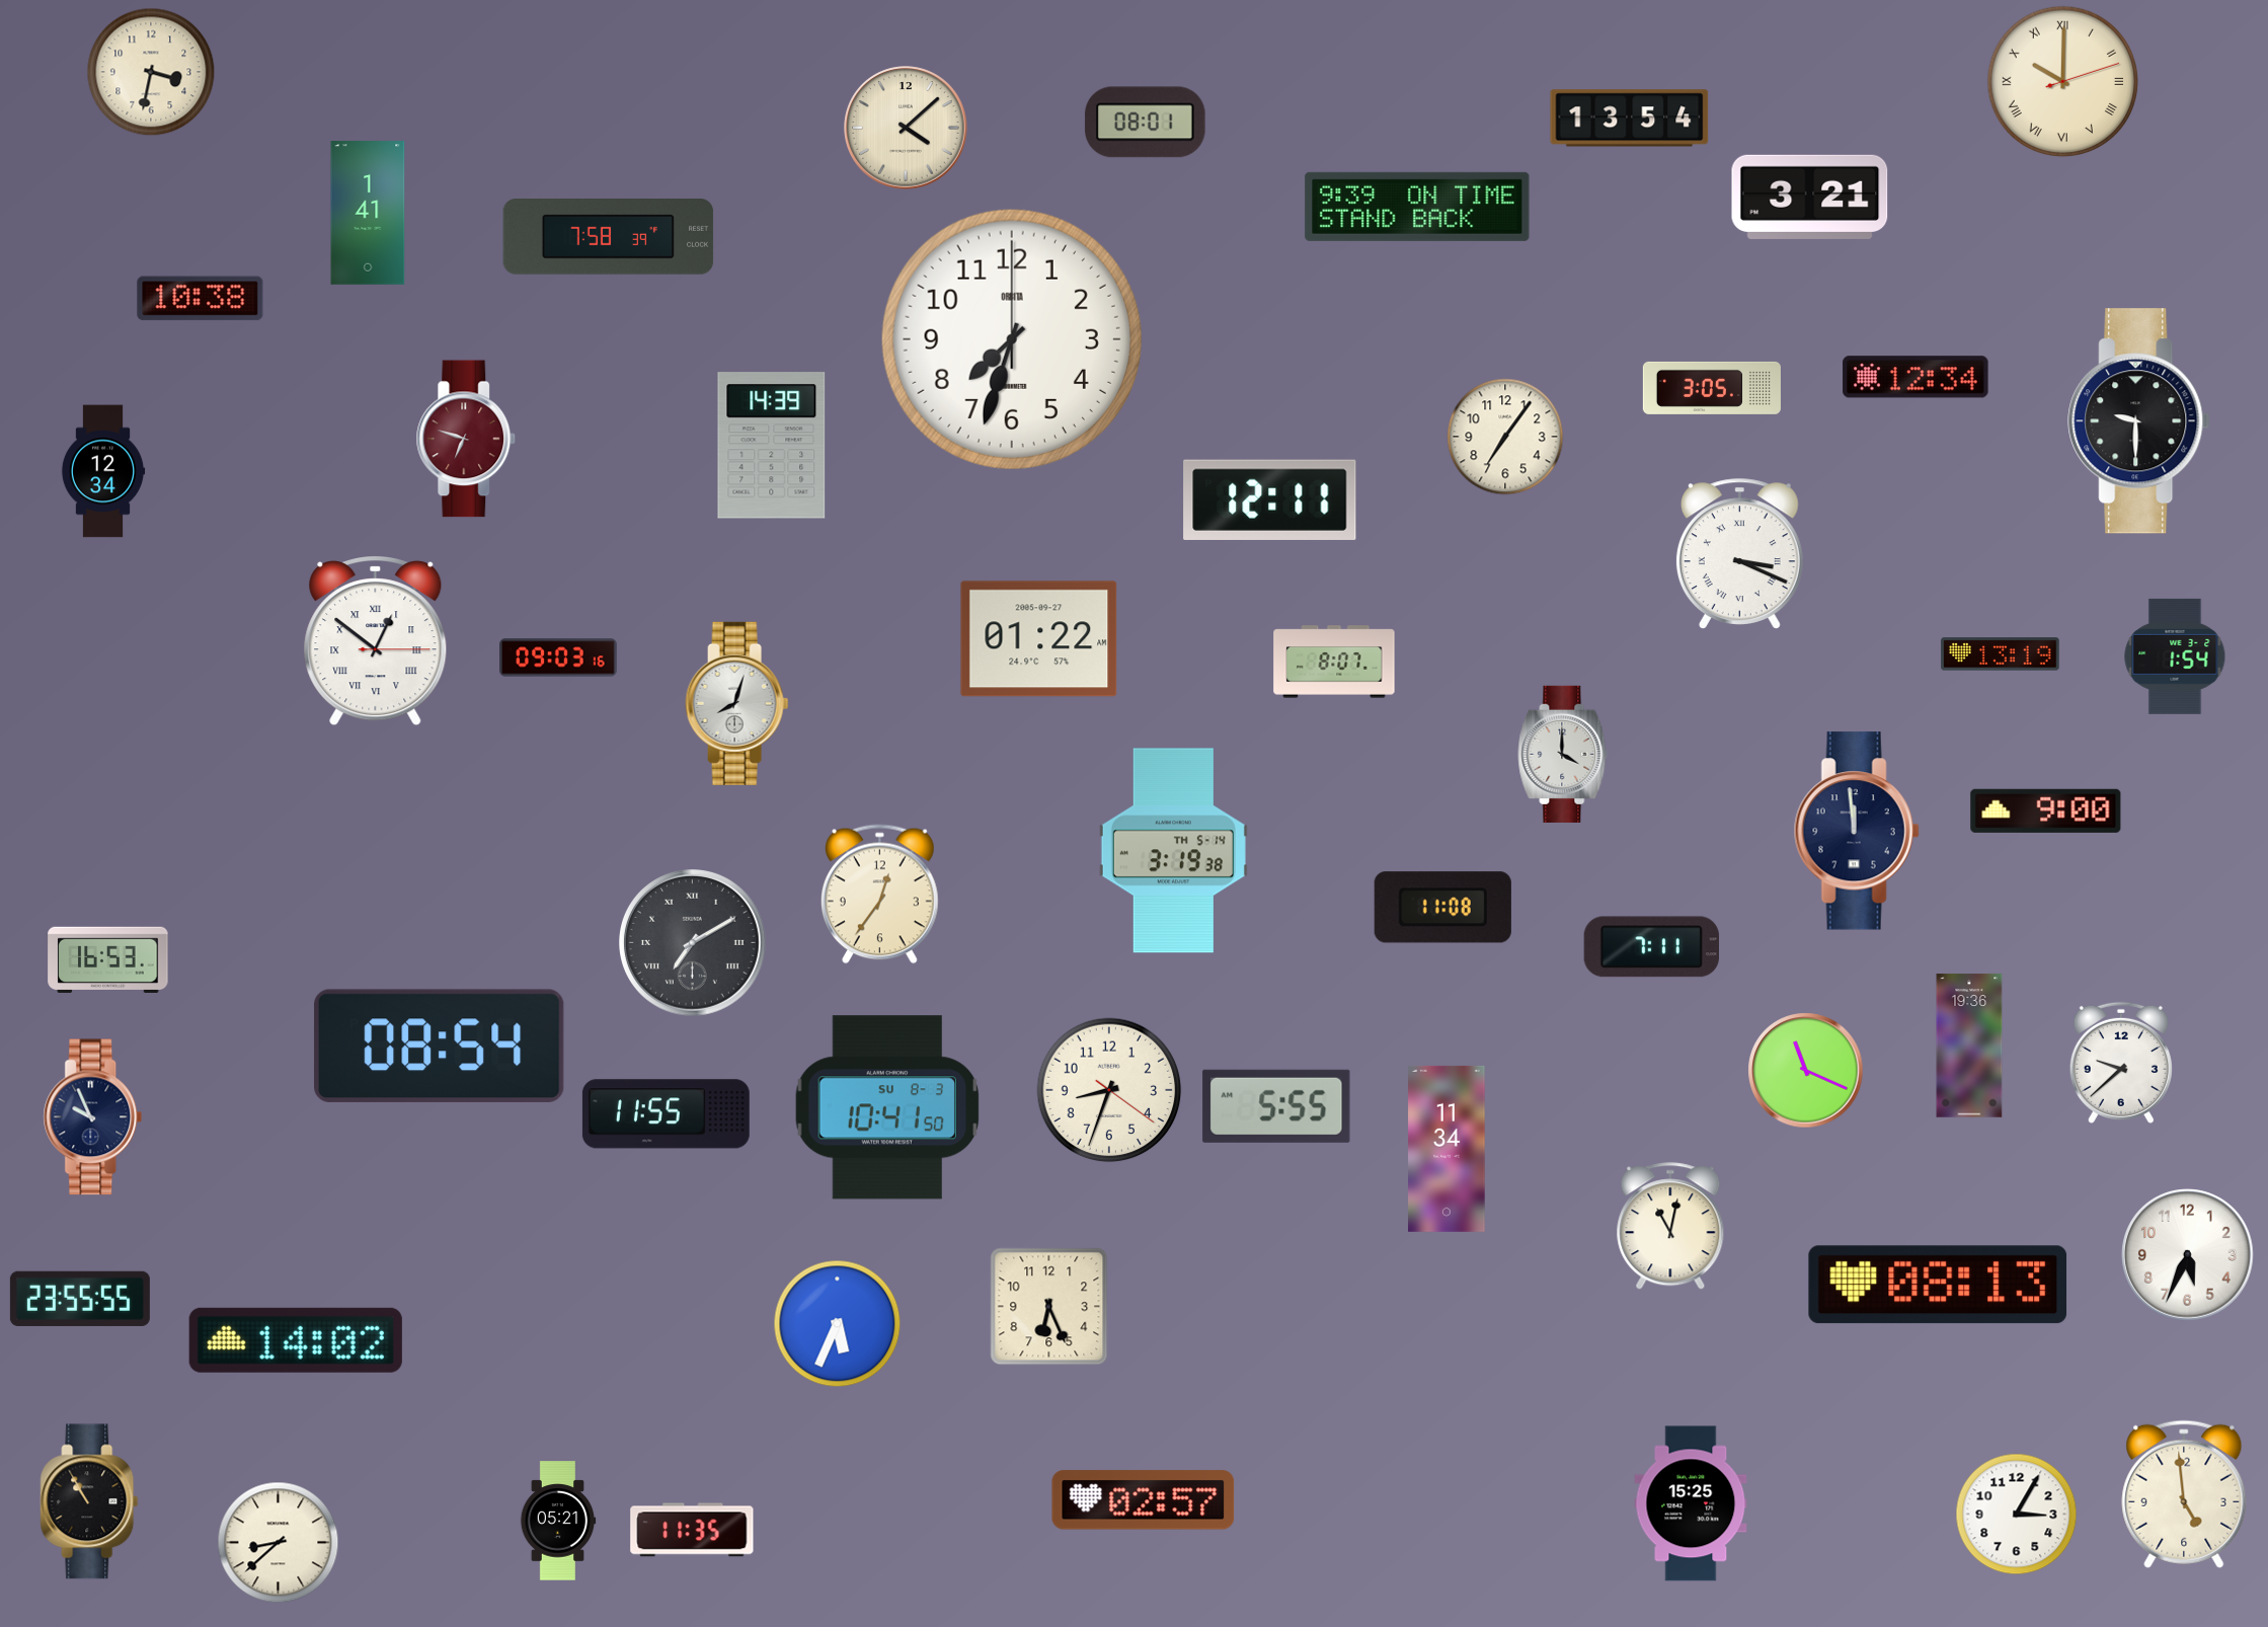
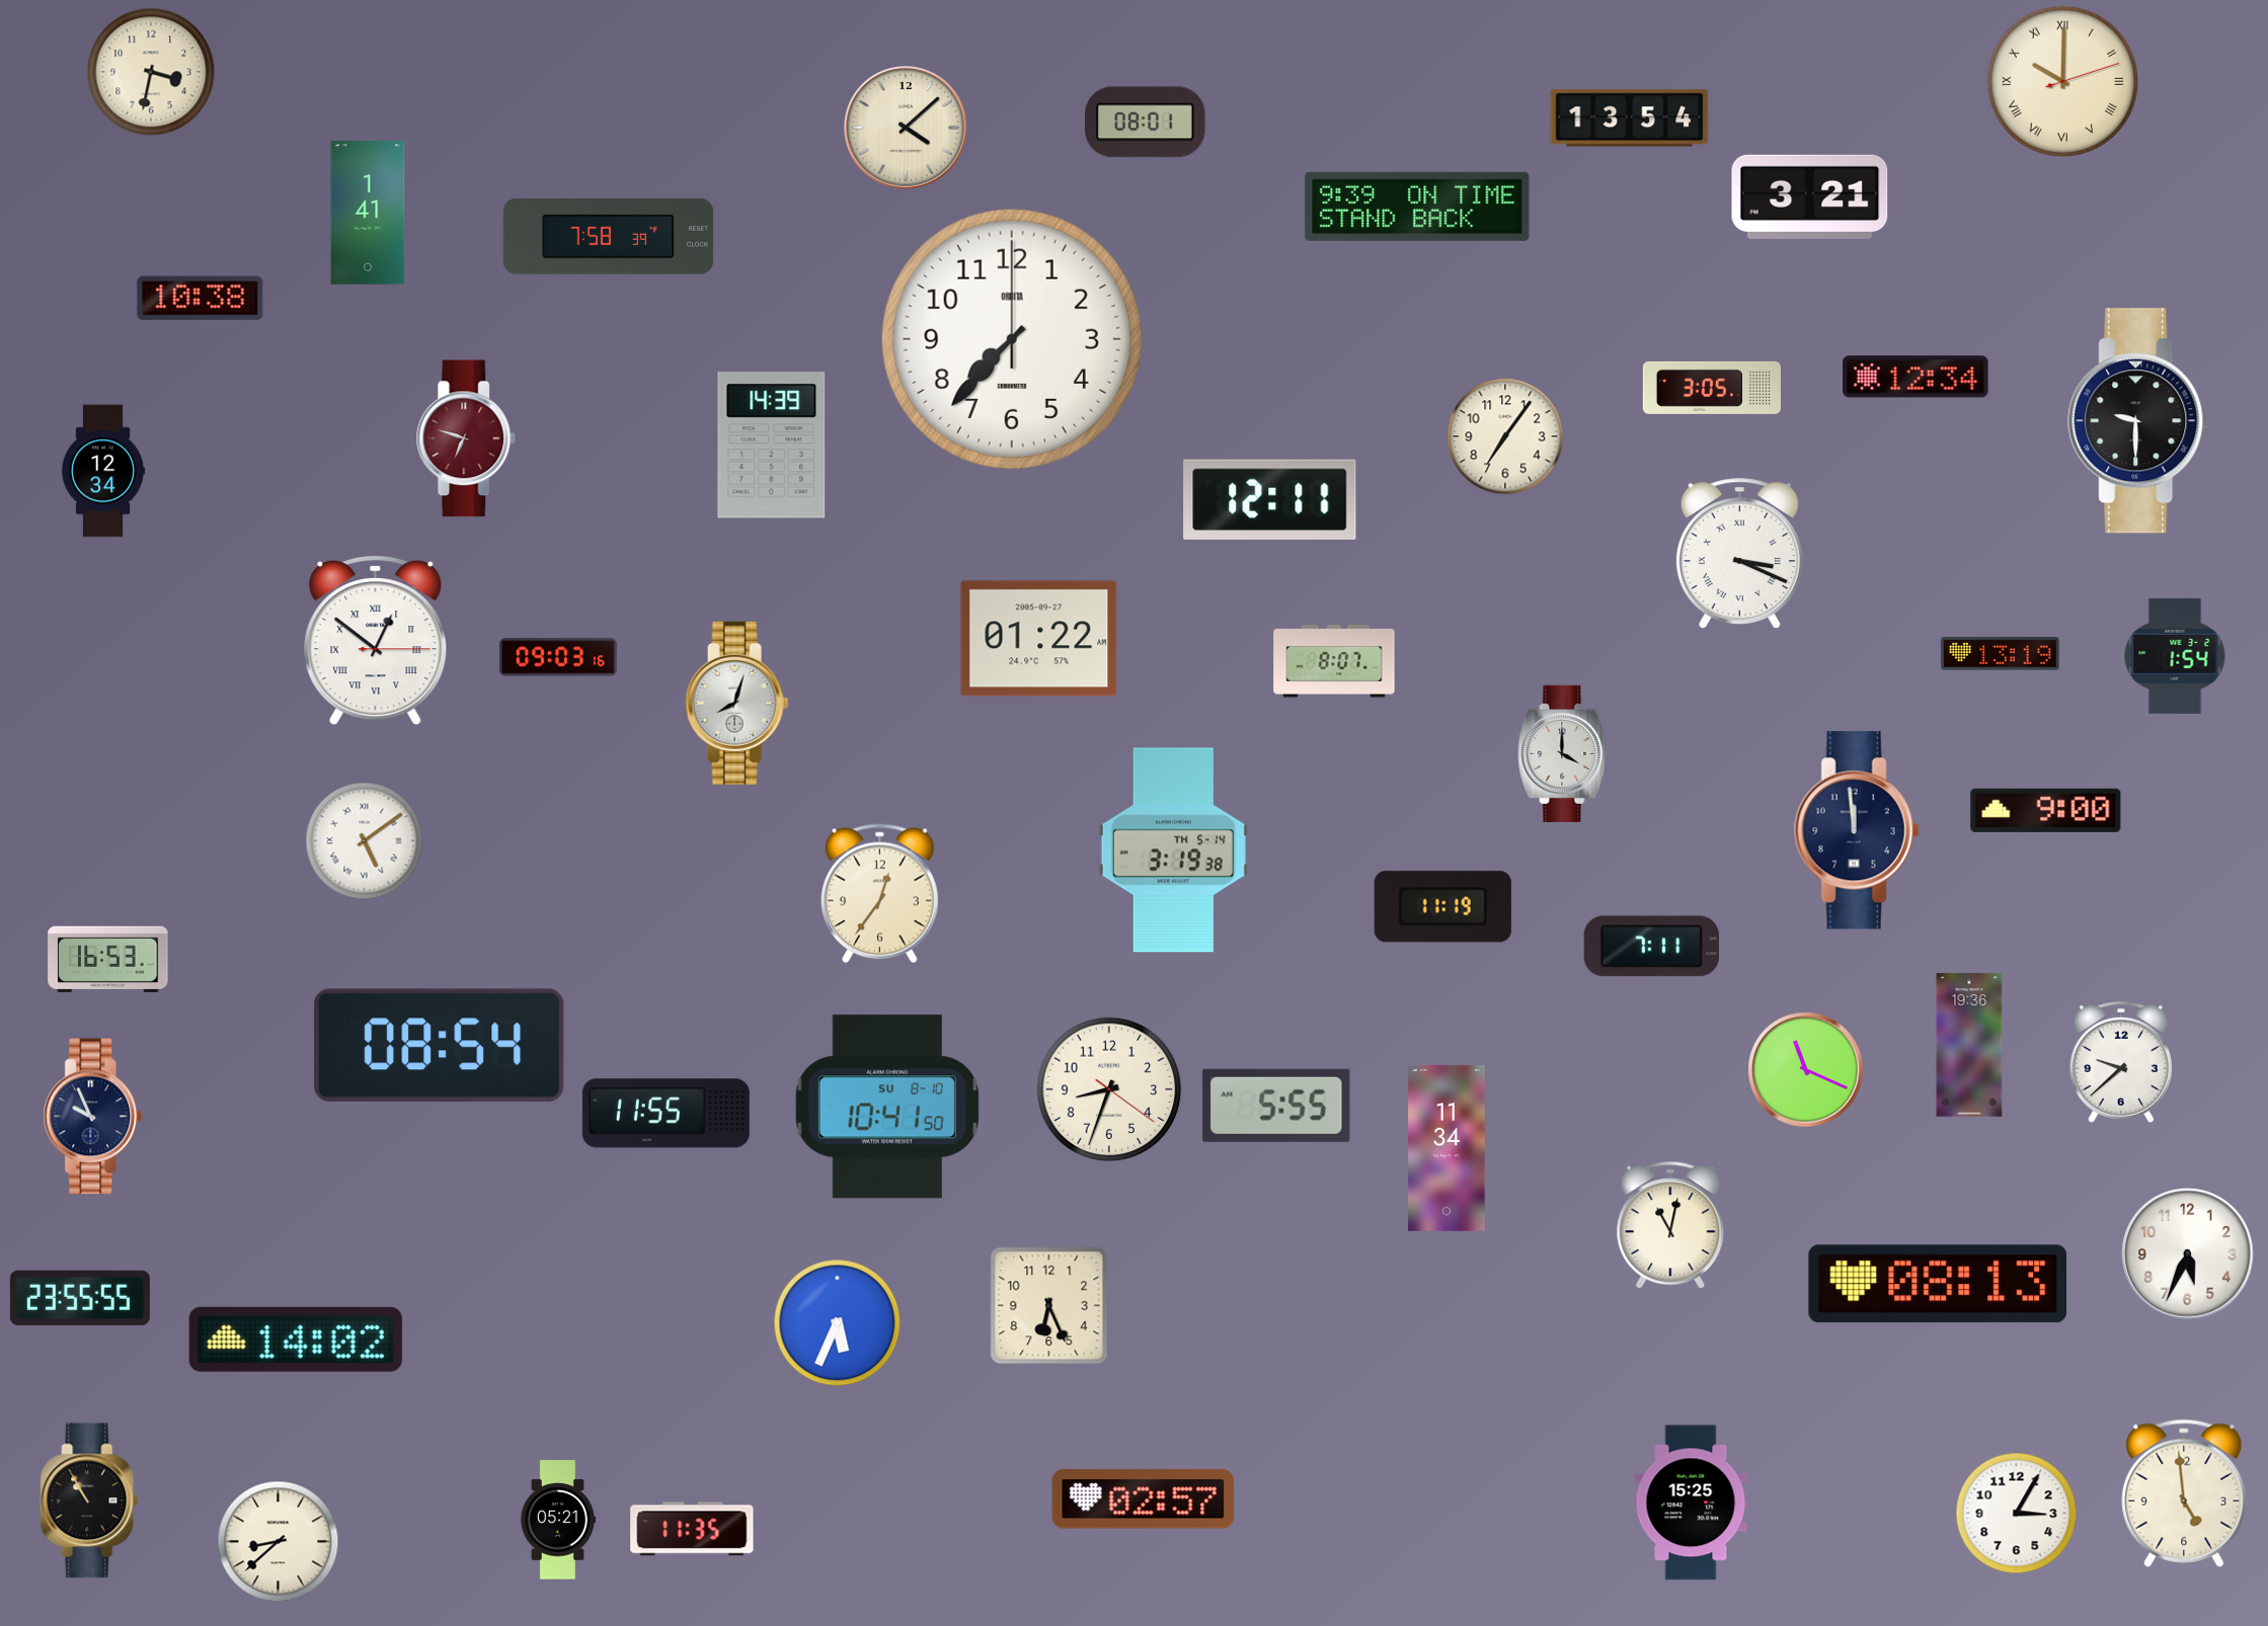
clock at (1012, 339): 7:33 -> 7:37
clock at (365, 841): none -> 5:09
clock at (1442, 908): 11:08 -> 11:19
clock at (693, 943): 7:10 -> none
clock at (886, 1107) date: SU 8-3 -> SU 8-10
